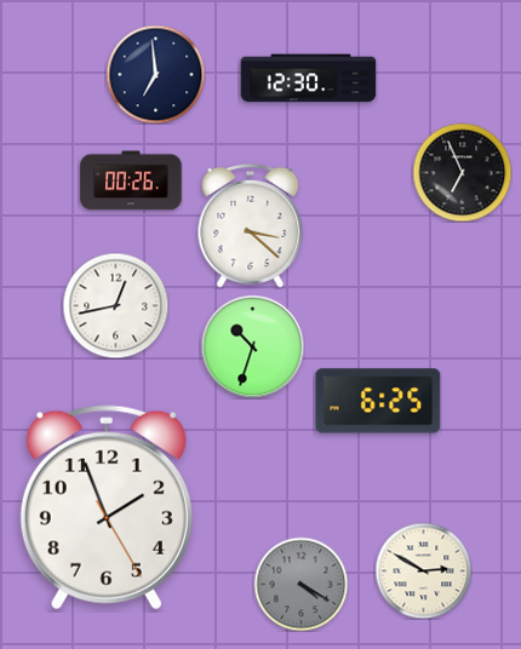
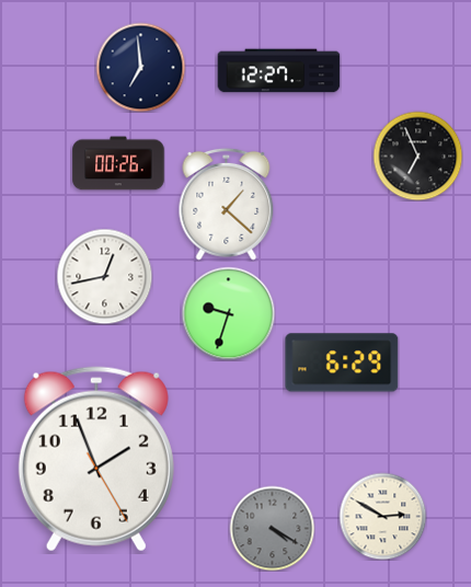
clock at (309, 79): 12:30 -> 12:27
clock at (251, 225): 3:22 -> 1:22
clock at (252, 346): 10:33 -> 9:33
clock at (378, 401): 6:25 -> 6:29
